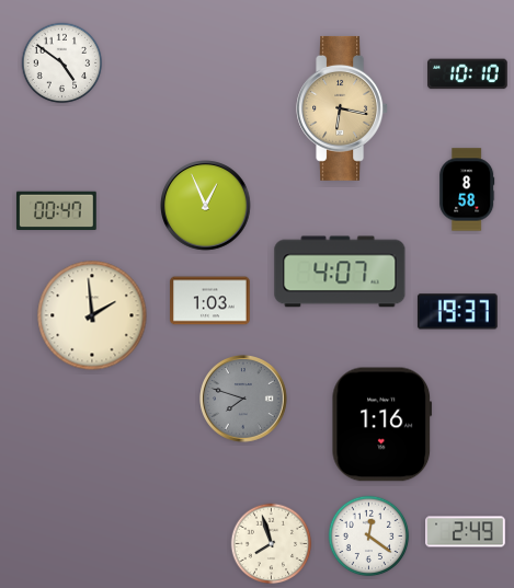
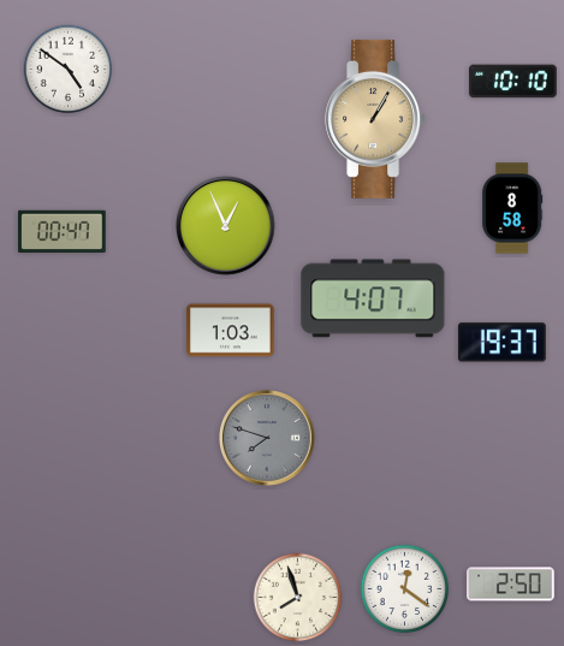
clock at (343, 108): 6:17 -> 1:05
clock at (92, 315): 1:59 -> none
clock at (382, 425): 1:16 -> none
clock at (466, 532): 2:49 -> 2:50
